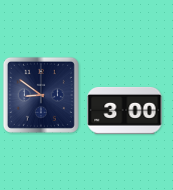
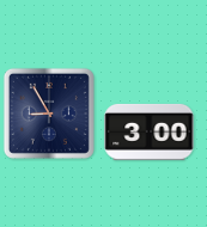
clock at (41, 95): 8:51 -> 8:55
